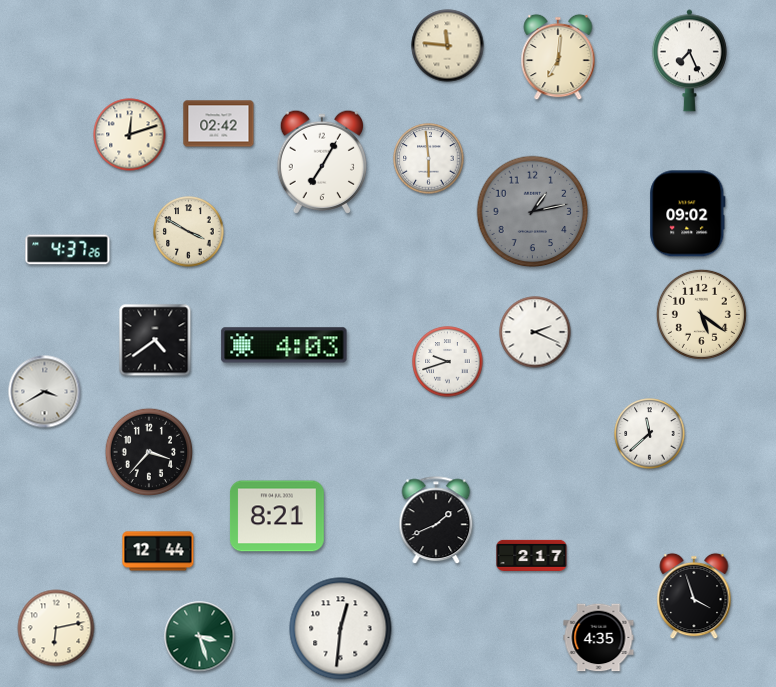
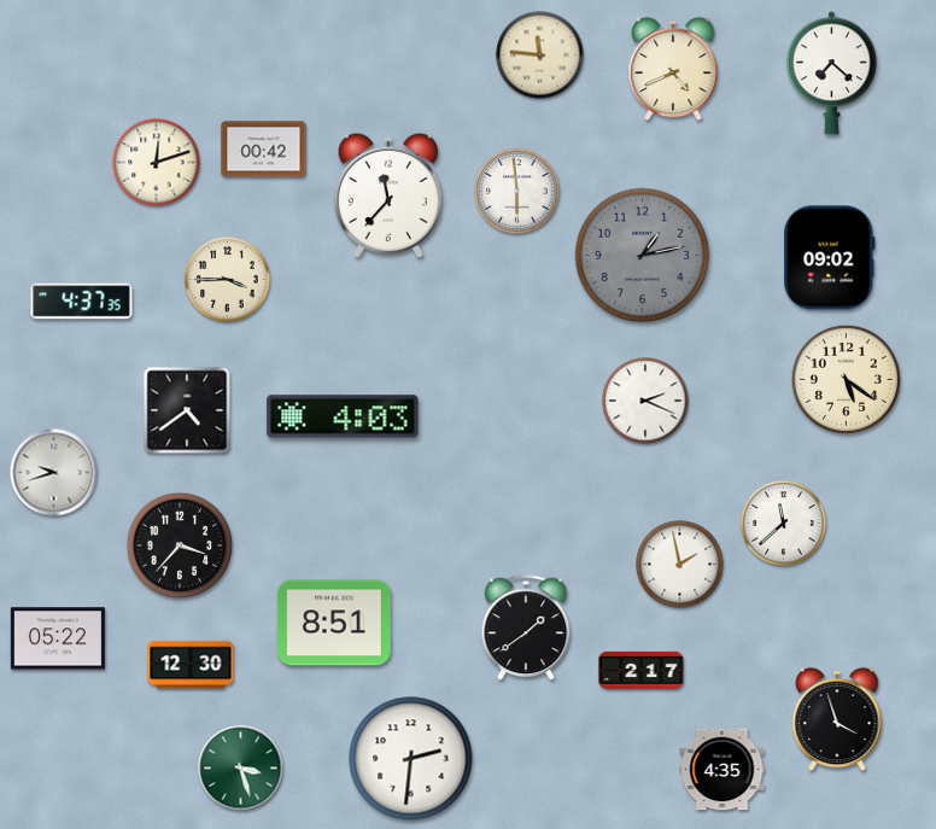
clock at (558, 57): 7:01 -> 4:41
clock at (689, 61): 7:26 -> 7:22
clock at (219, 124): 02:42 -> 00:42
clock at (321, 162): 7:05 -> 11:37
clock at (189, 232): 3:50 -> 3:45
clock at (68, 250): 4:37:26 -> 4:37:35
clock at (448, 362): 9:42 -> none
clock at (45, 392): 3:40 -> 9:42
clock at (680, 565): none -> 1:58
clock at (277, 516): 8:21 -> 8:51
clock at (436, 521): 1:41 -> 1:39
clock at (58, 638): none -> 05:22
clock at (158, 551): 12:44 -> 12:30
clock at (56, 628): 6:13 -> none
clock at (341, 629): 12:31 -> 2:31
